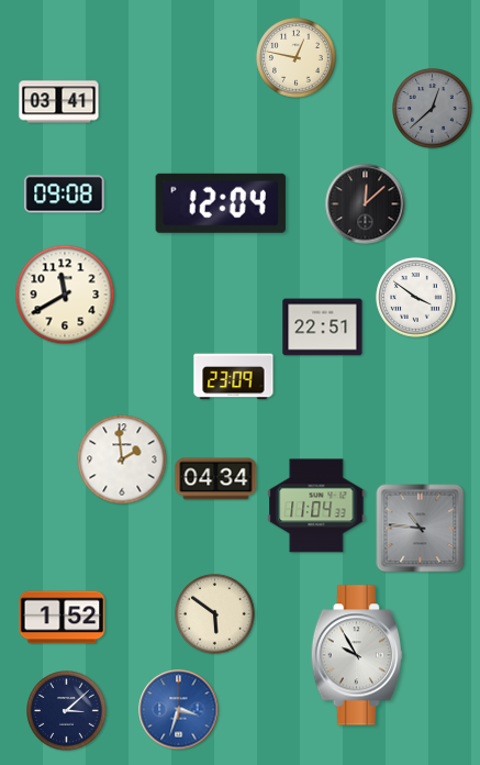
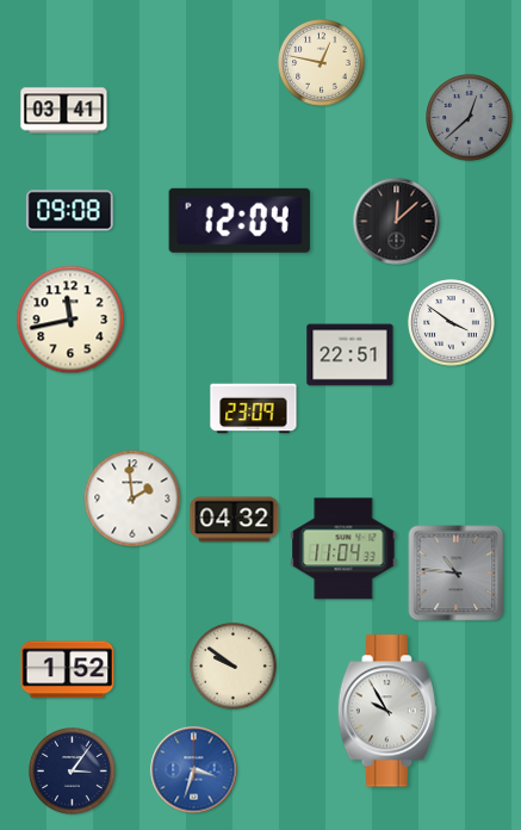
clock at (65, 295): 11:40 -> 11:43
clock at (216, 479): 04:34 -> 04:32
clock at (215, 614): 5:51 -> 9:51
clock at (67, 711): 3:08 -> 3:06
